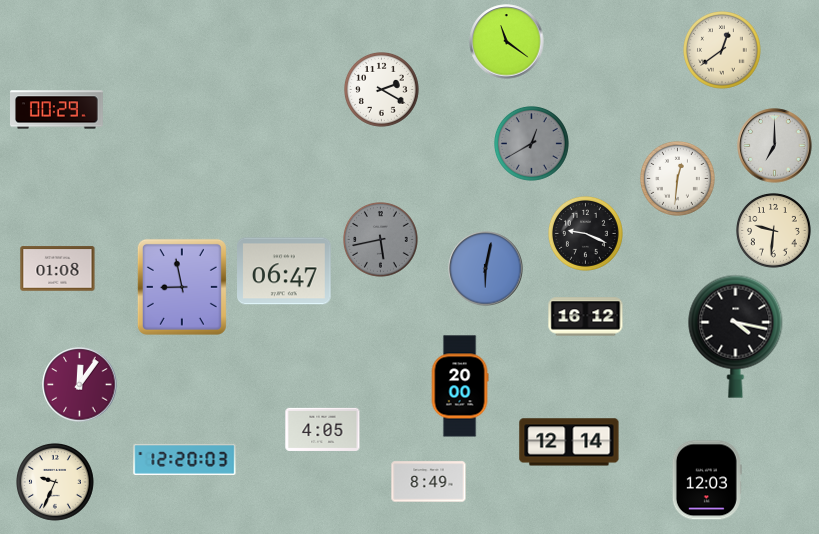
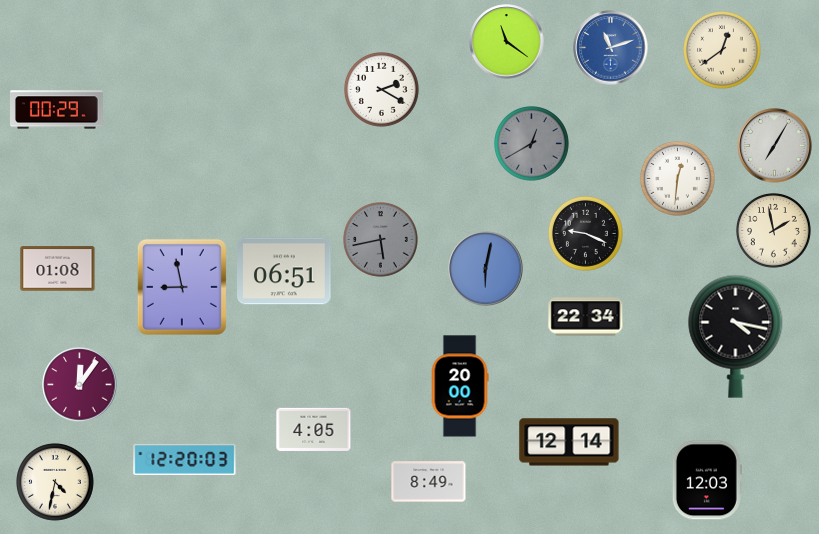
clock at (611, 48): none -> 11:12
clock at (775, 146): 7:00 -> 7:05
clock at (774, 231): 9:31 -> 1:58
clock at (284, 271): 06:47 -> 06:51
clock at (586, 317): 16:12 -> 22:34
clock at (323, 429) position: (323, 429) -> (314, 429)
clock at (56, 483): 9:34 -> 4:32
